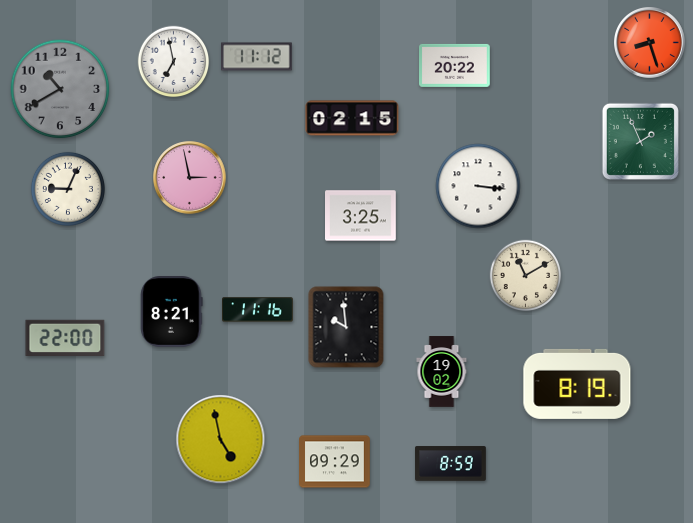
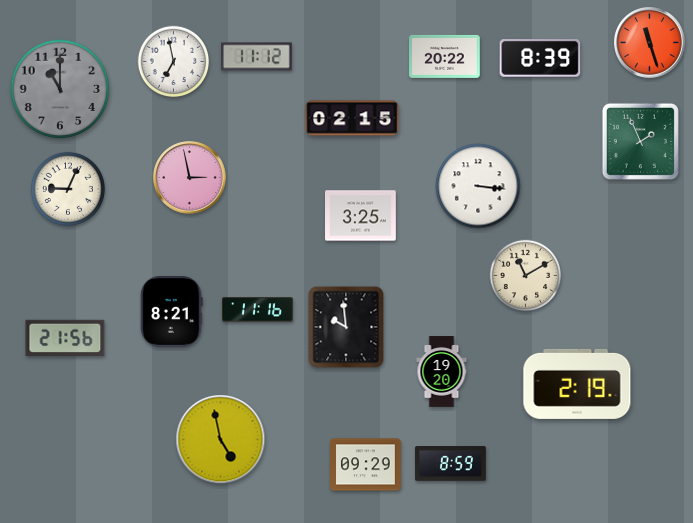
clock at (650, 43): 8:27 -> 11:27
clock at (540, 59): none -> 8:39
clock at (455, 65) position: (455, 65) -> (445, 56)
clock at (60, 89): 10:40 -> 11:00
clock at (65, 337): 22:00 -> 21:56
clock at (442, 372): 19:02 -> 19:20
clock at (577, 384): 8:19 -> 2:19
clock at (335, 462) position: (335, 462) -> (366, 465)
